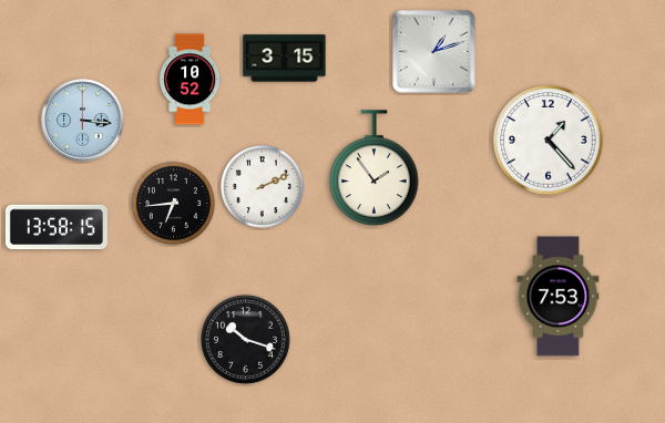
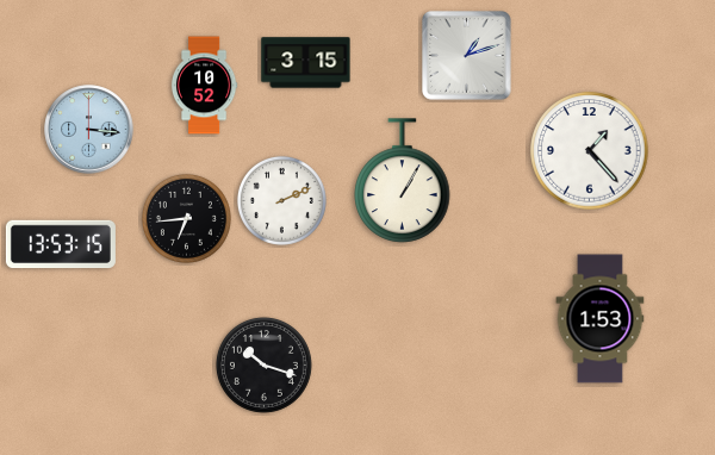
clock at (375, 168): 1:54 -> 1:05
clock at (57, 227): 13:58 -> 13:53
clock at (559, 297): 7:53 -> 1:53
